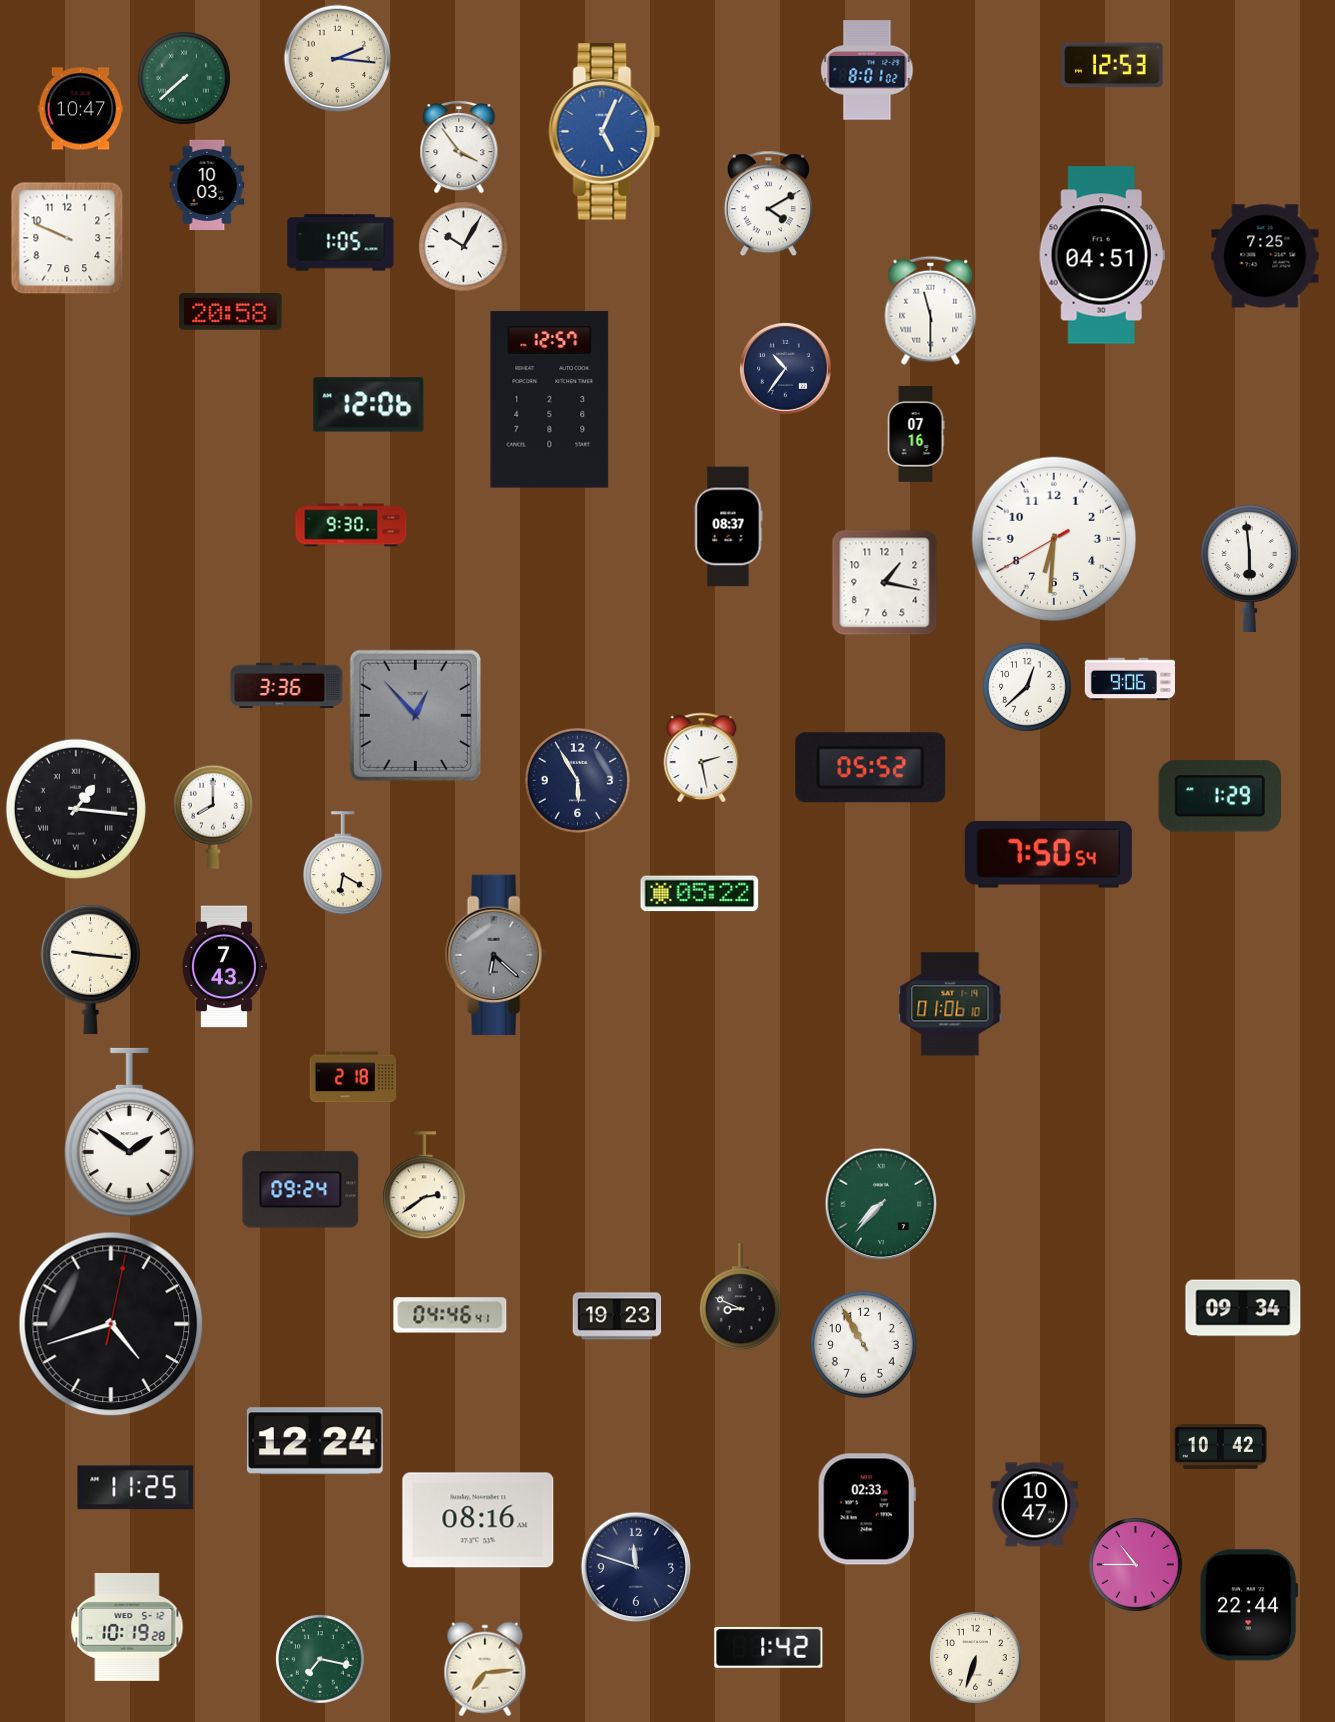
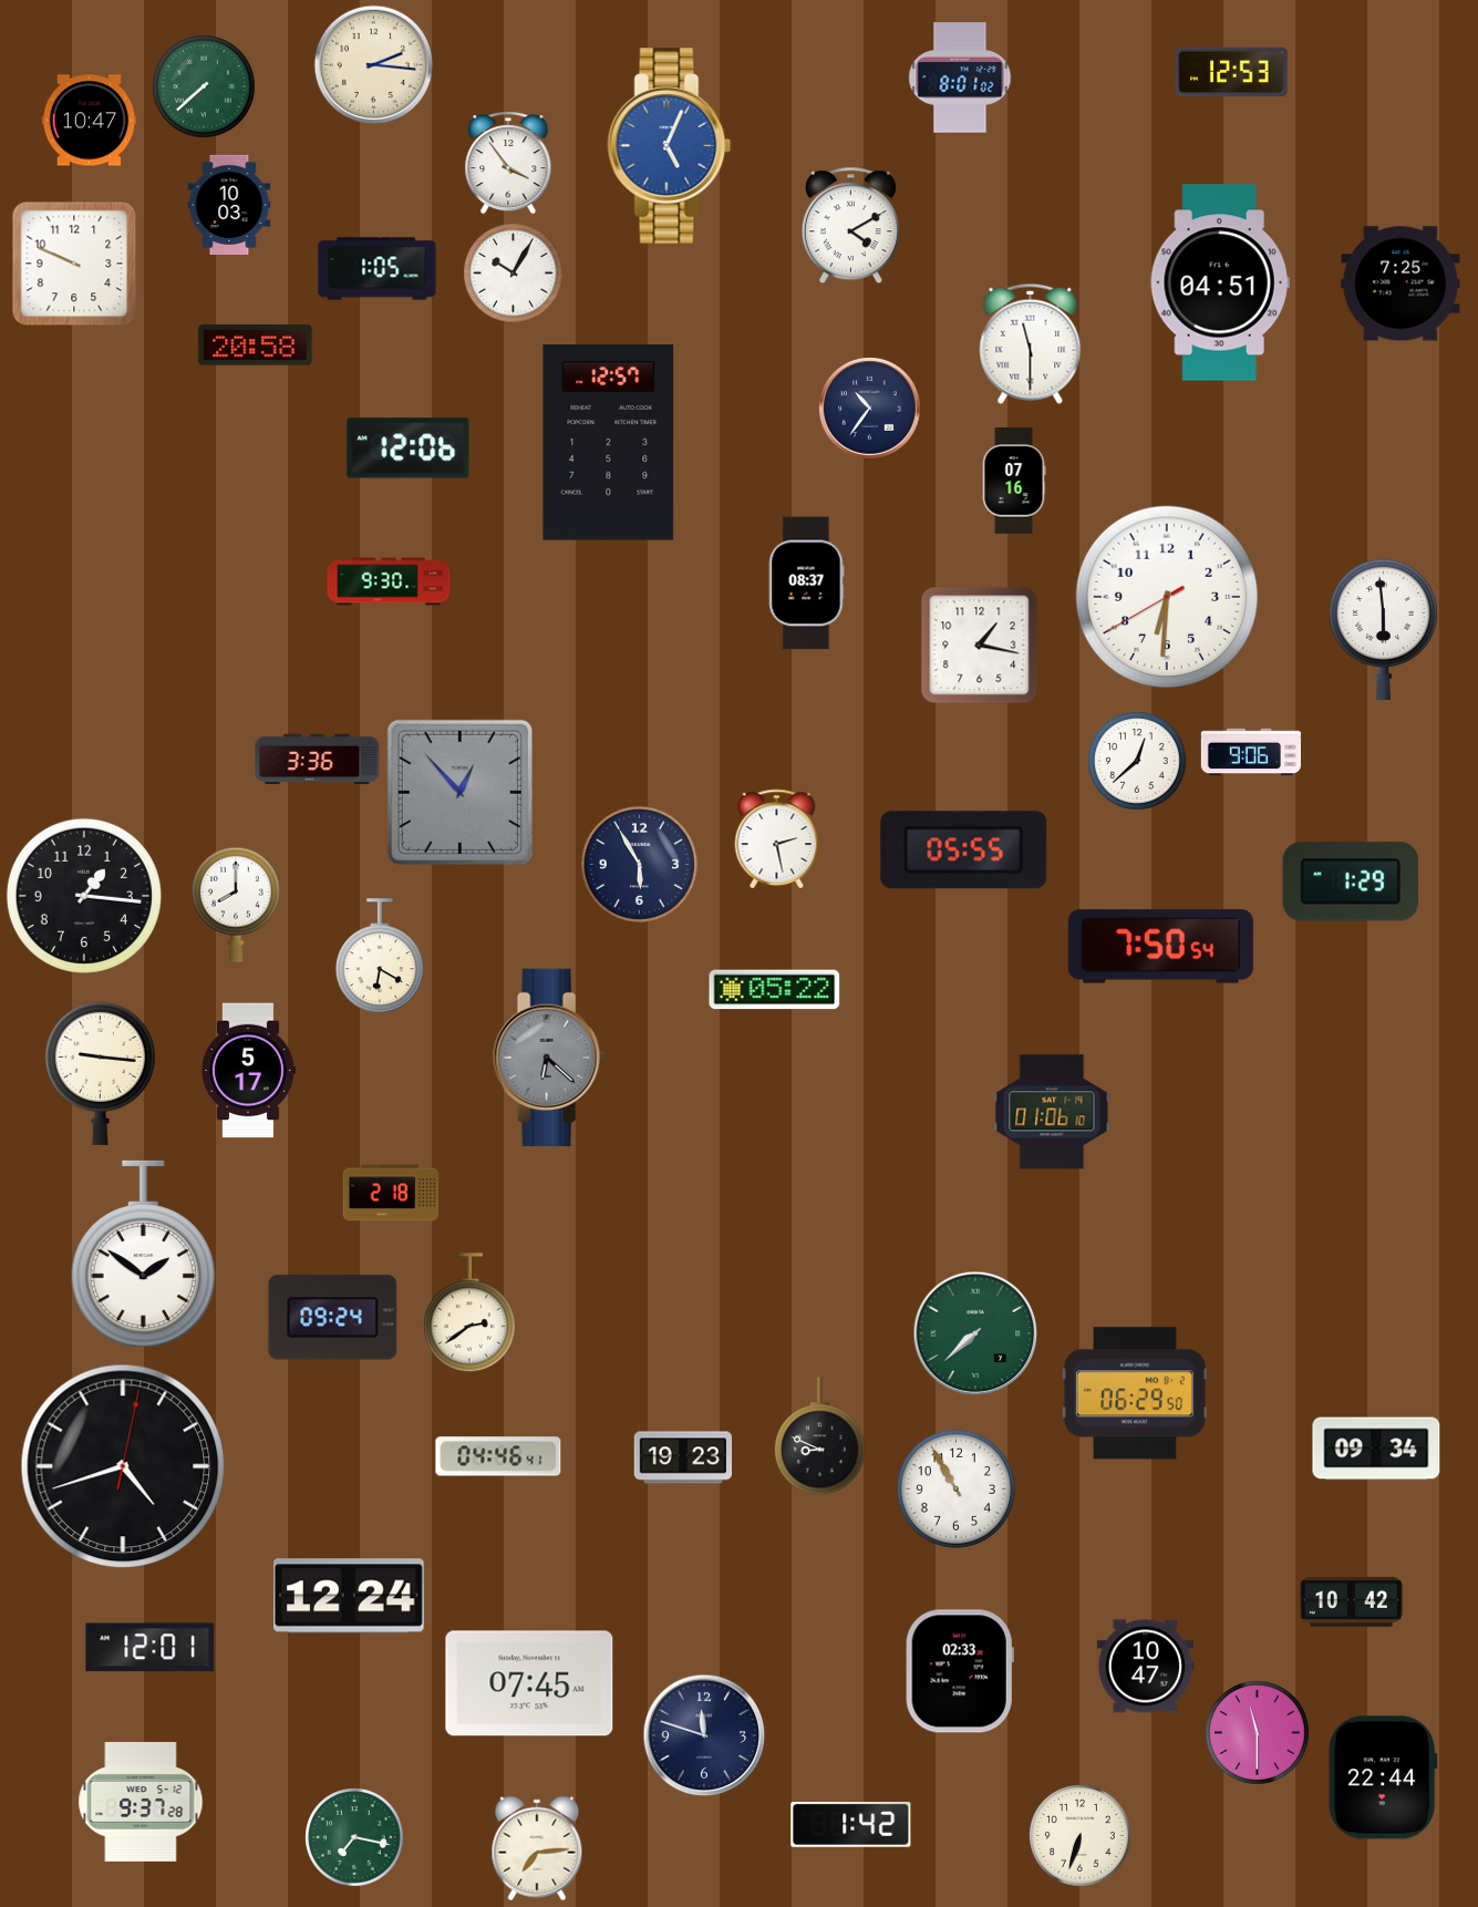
clock at (871, 768): 05:52 -> 05:55
clock at (76, 809) numerals: Roman -> Arabic
clock at (225, 967): 7:43 -> 5:17
clock at (881, 1204): 7:37 -> 7:38
clock at (1135, 1393): none -> 06:29
clock at (136, 1488): 11:25 -> 12:01
clock at (478, 1520): 08:16 -> 07:45
clock at (1136, 1565): 10:45 -> 11:30
clock at (127, 1627): 10:19 -> 9:37
